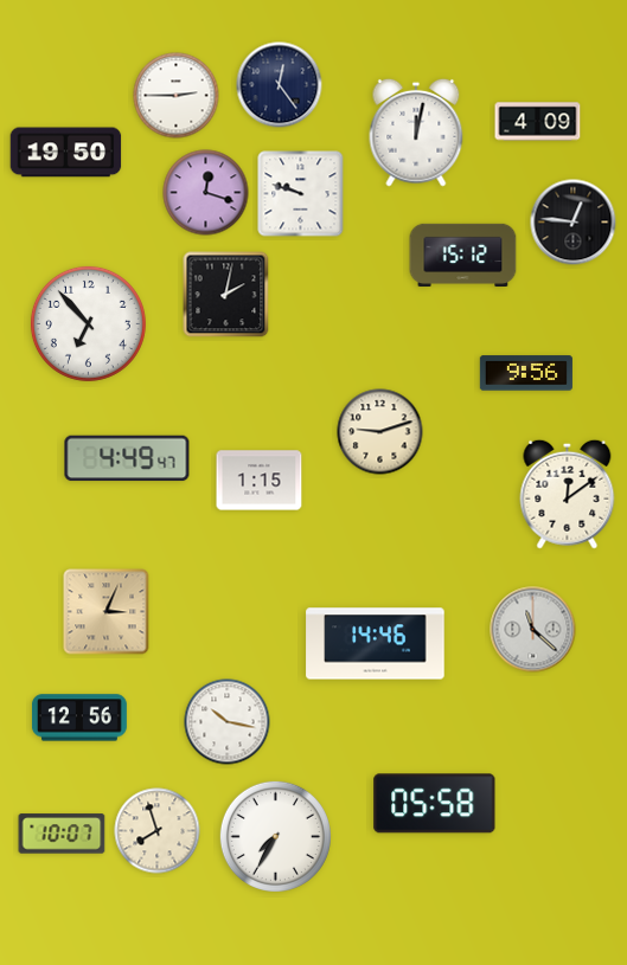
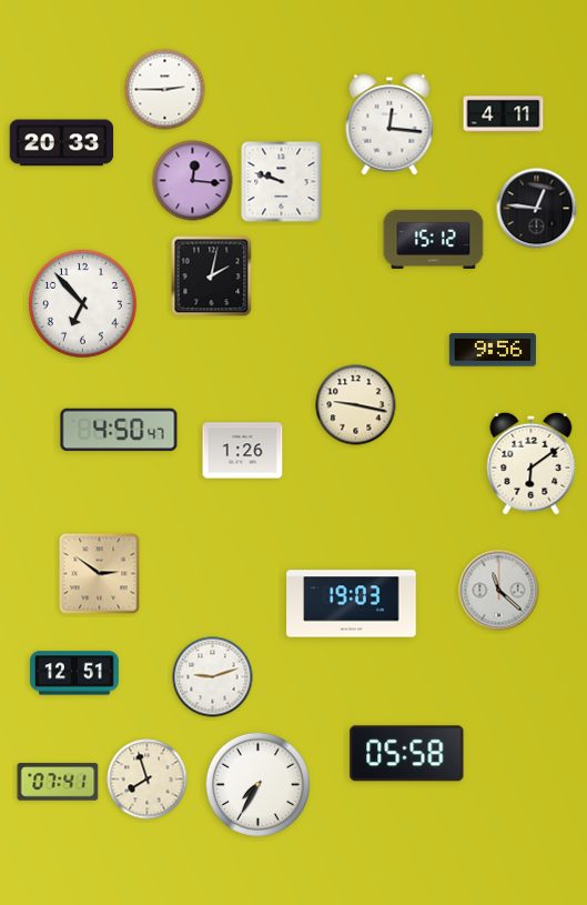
clock at (280, 85): 12:24 -> none
clock at (538, 122): 4:09 -> 4:11
clock at (416, 133): 12:02 -> 12:16
clock at (66, 153): 19:50 -> 20:33
clock at (206, 193): 12:18 -> 12:16
clock at (380, 432): 9:12 -> 9:17
clock at (127, 458): 4:49 -> 4:50
clock at (260, 481): 1:15 -> 1:26
clock at (568, 494): 12:09 -> 6:09
clock at (107, 612): 3:04 -> 2:51
clock at (376, 644): 14:46 -> 19:03
clock at (79, 718): 12:56 -> 12:51
clock at (228, 722): 10:17 -> 9:12
clock at (62, 834): 10:07 -> 07:41
